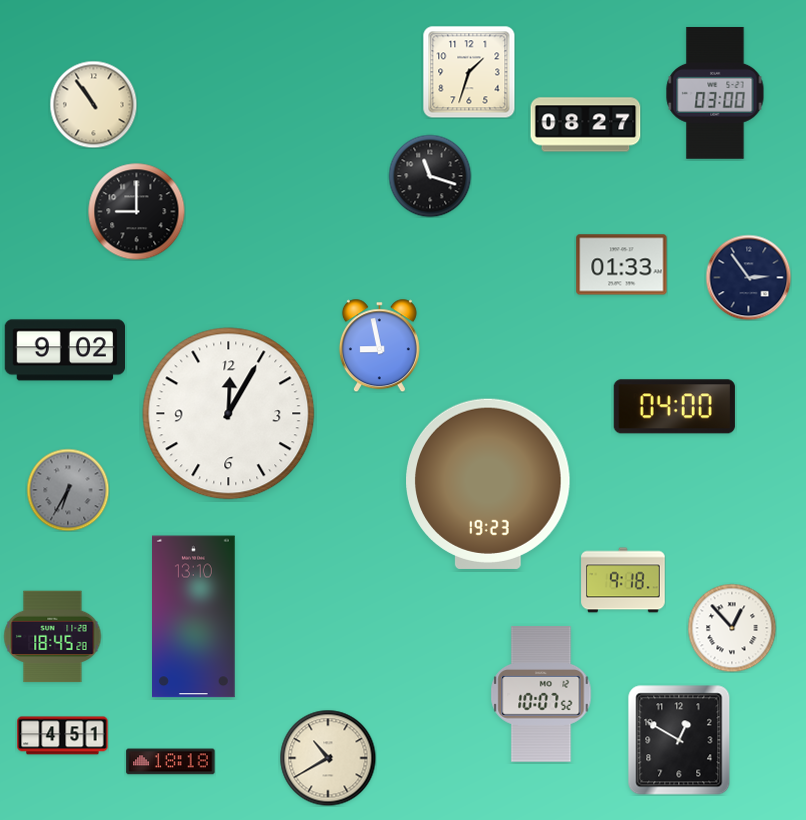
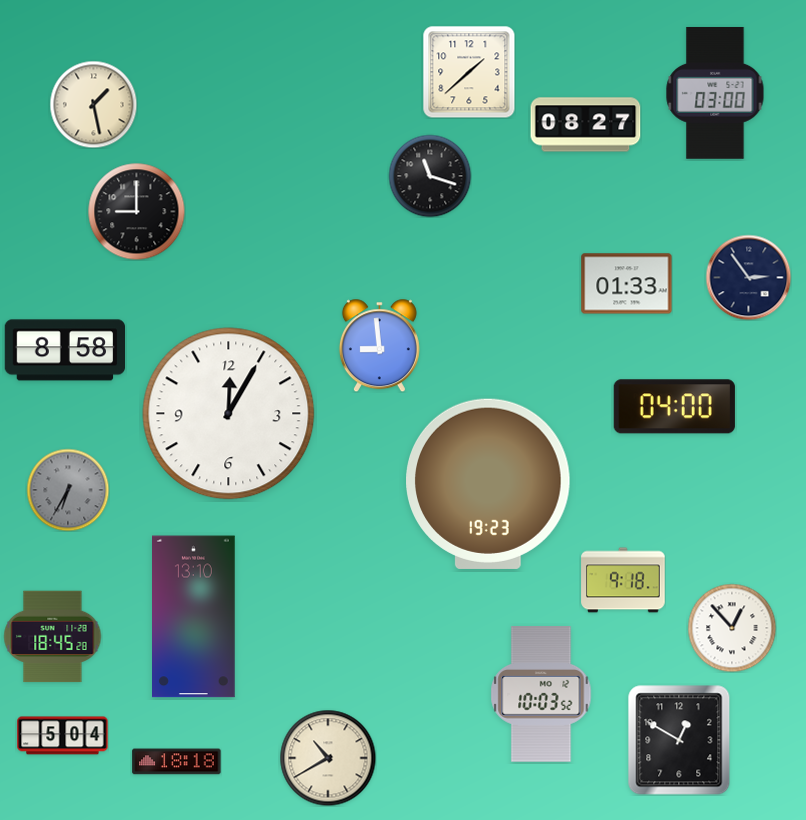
clock at (469, 72): 1:33 -> 1:38
clock at (93, 104): 10:54 -> 1:28
clock at (622, 265) position: (622, 265) -> (627, 284)
clock at (379, 345): 8:58 -> 8:59
clock at (64, 350): 9:02 -> 8:58
clock at (541, 694): 10:07 -> 10:03
clock at (63, 736): 4:51 -> 5:04
clock at (171, 762) position: (171, 762) -> (177, 762)
